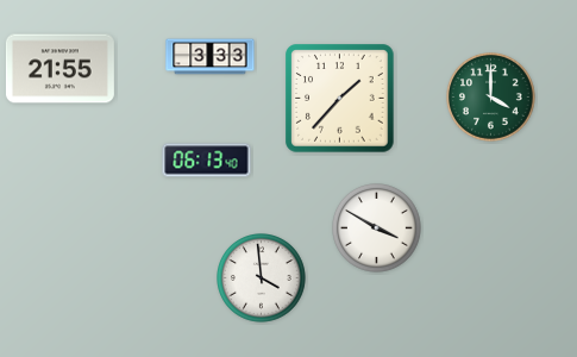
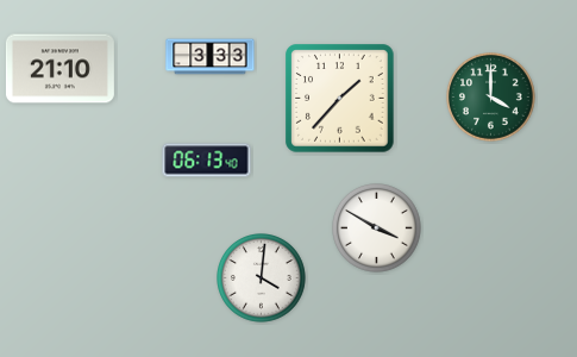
clock at (59, 69): 21:55 -> 21:10
clock at (262, 278): 3:59 -> 4:01
